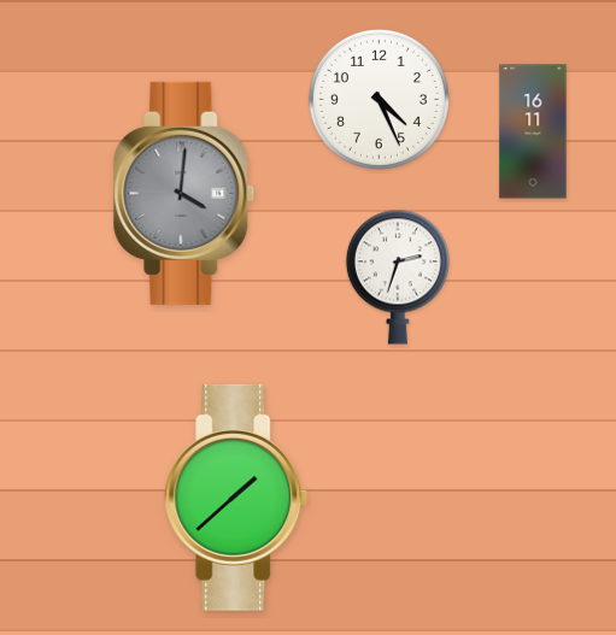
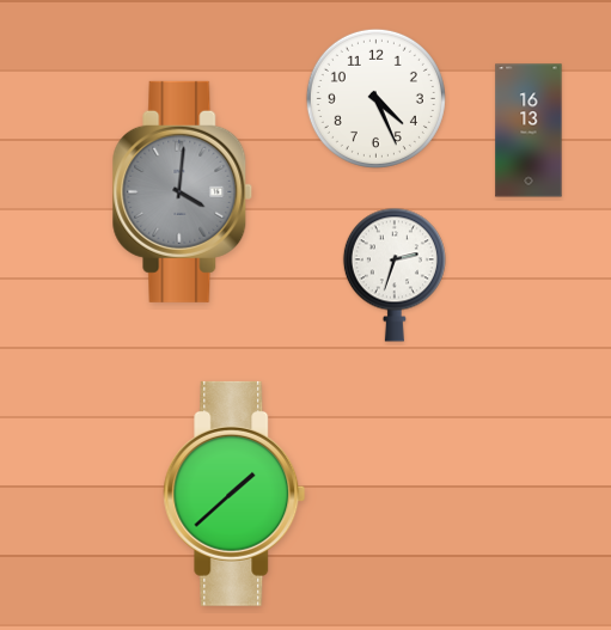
clock at (533, 131): 16:11 -> 16:13
